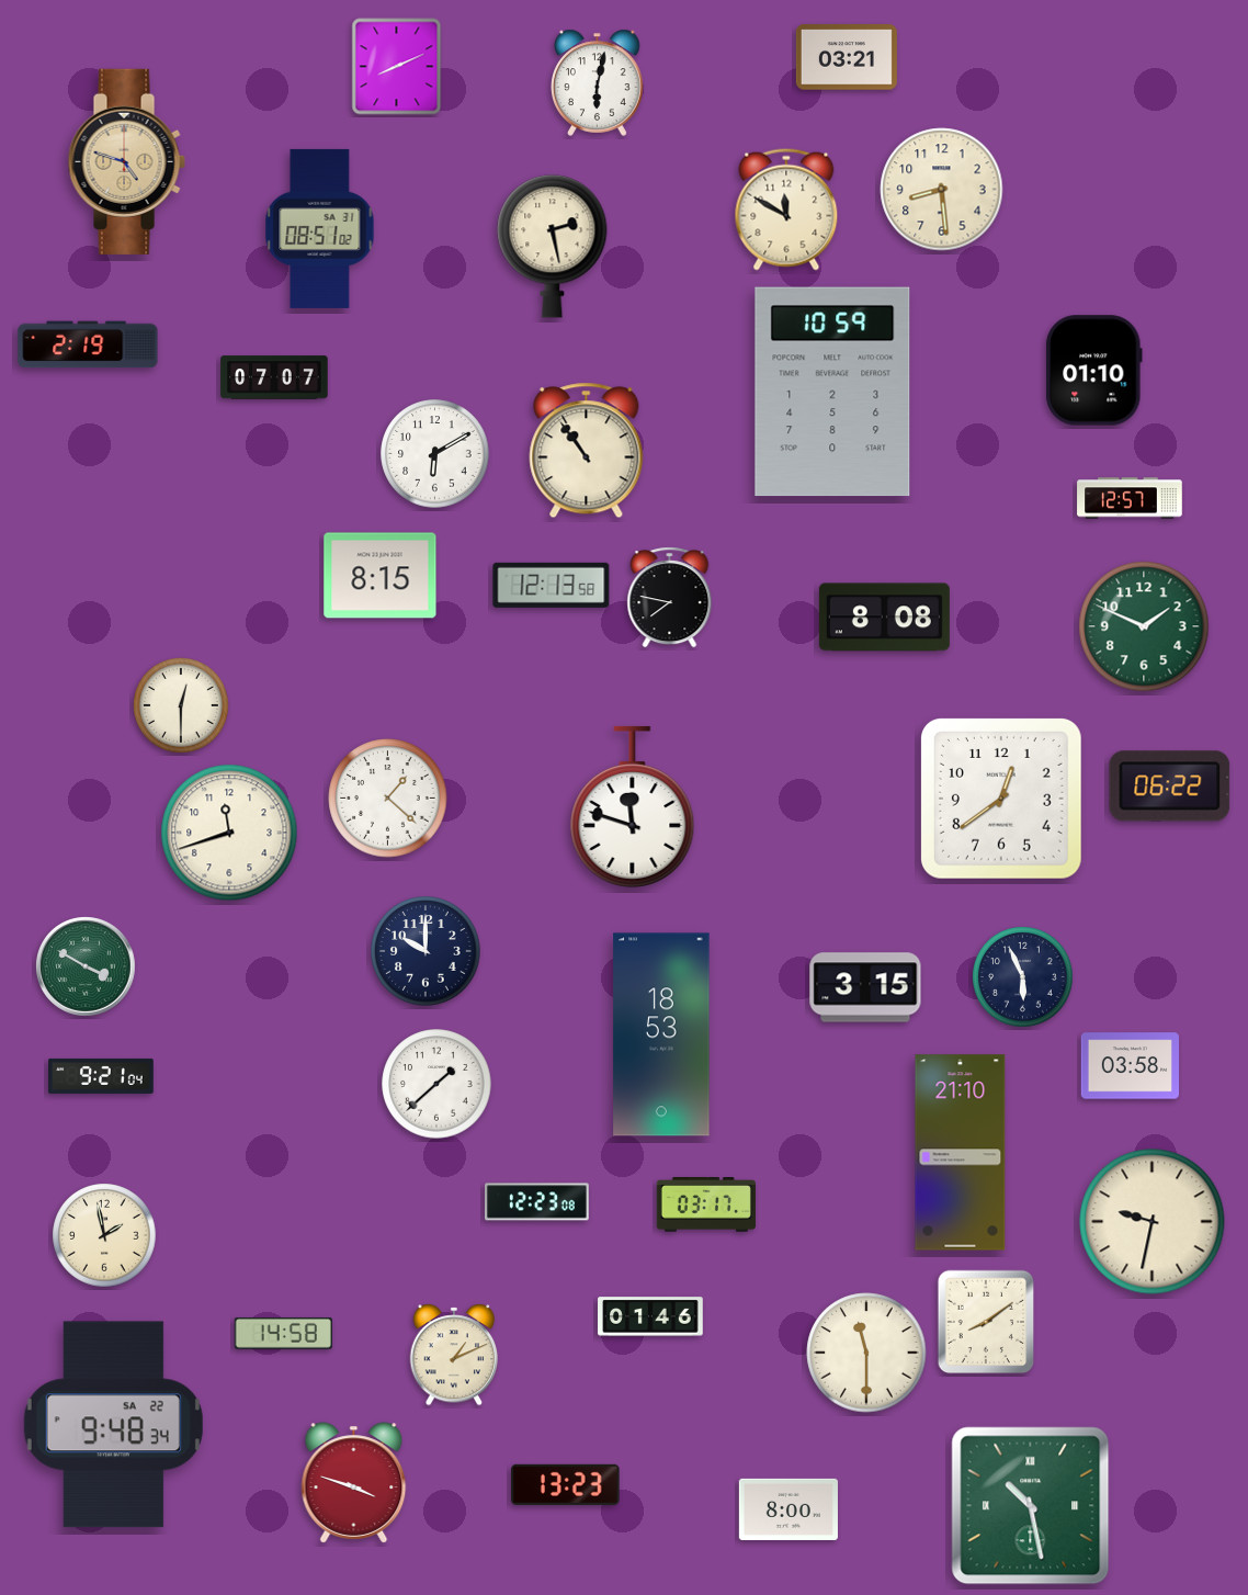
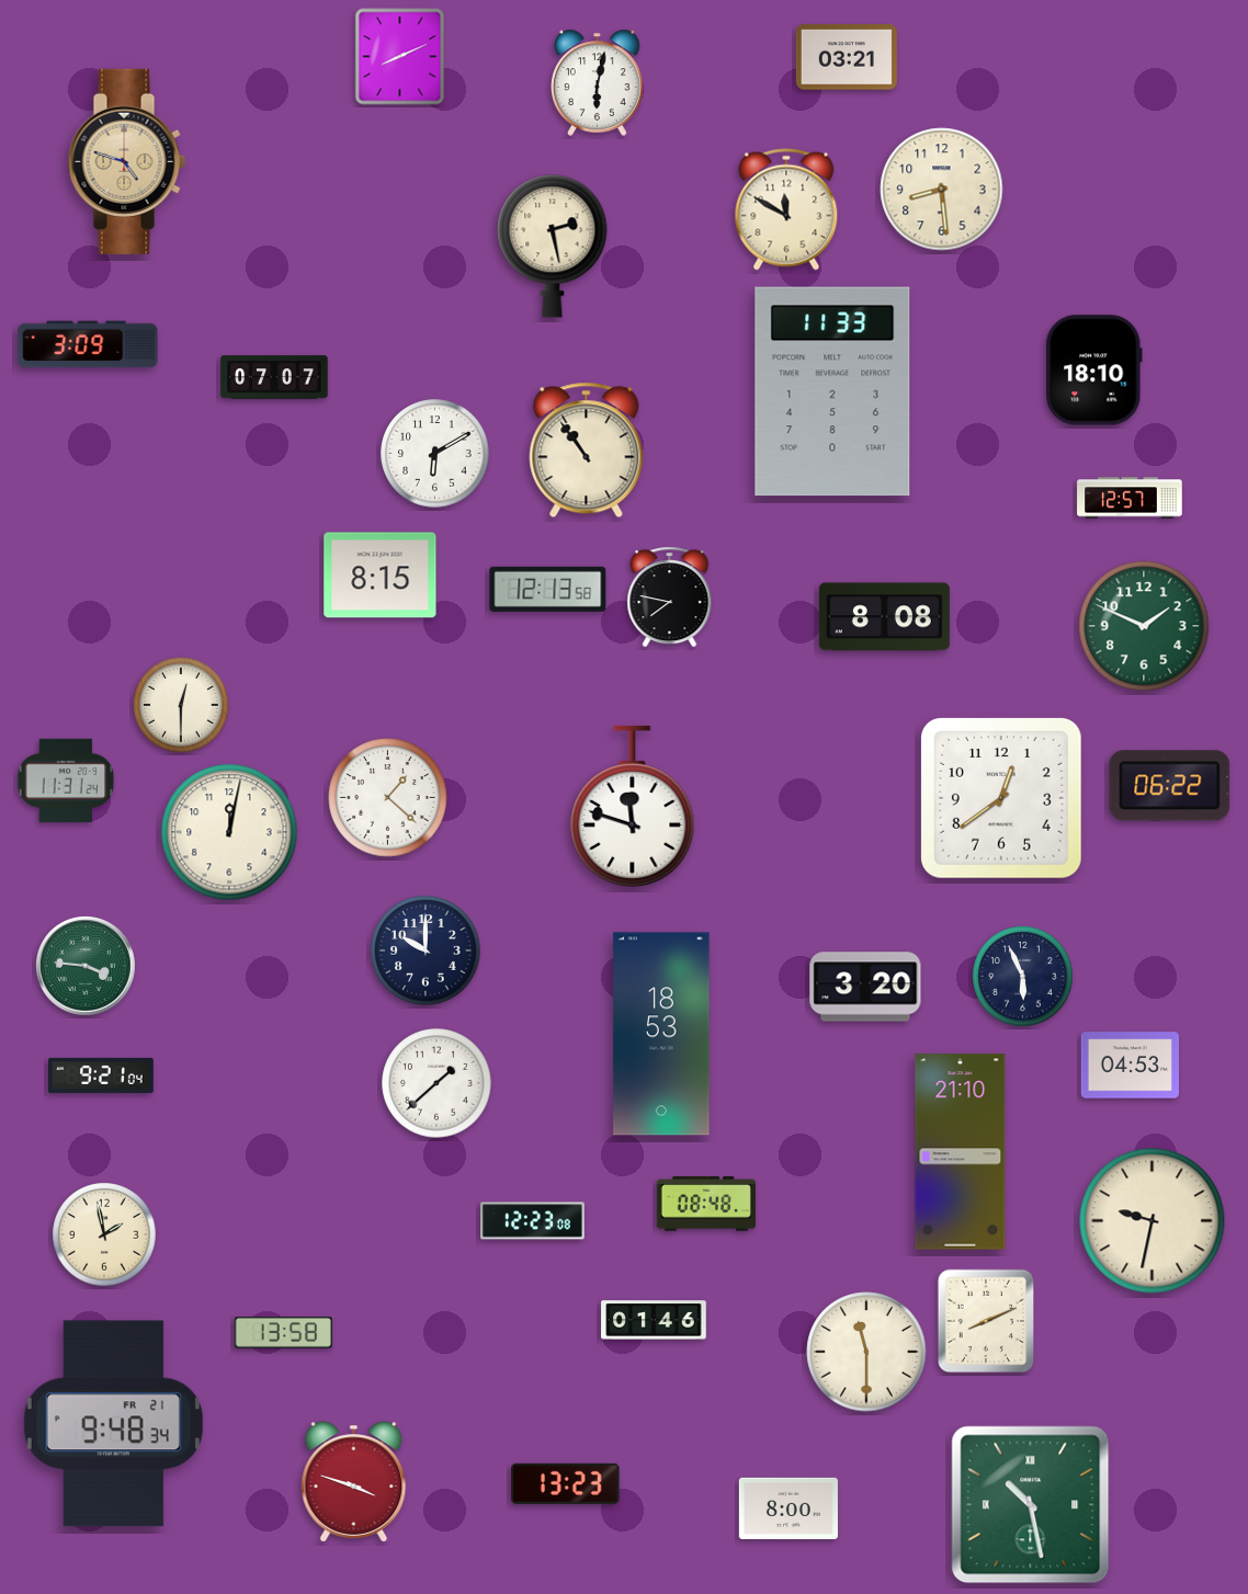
clock at (397, 67) position: (397, 67) -> (400, 57)
clock at (320, 228): 08:51 -> none
clock at (88, 344): 2:19 -> 3:09
clock at (1094, 371): 01:10 -> 18:10
clock at (832, 392): 10:59 -> 11:33
clock at (552, 585) position: (552, 585) -> (548, 589)
clock at (66, 781): none -> 11:31
clock at (229, 833): 11:42 -> 12:02
clock at (87, 968): 3:50 -> 3:46
clock at (865, 987): 3:15 -> 3:20
clock at (1130, 1066): 03:58 -> 04:53
clock at (537, 1202) position: (537, 1202) -> (533, 1221)
clock at (706, 1206): 03:17 -> 08:48
clock at (650, 1316) position: (650, 1316) -> (654, 1320)
clock at (986, 1322): 8:09 -> 8:11
clock at (283, 1334): 14:58 -> 13:58
clock at (454, 1355): 1:11 -> none
clock at (113, 1425) date: SA 22 -> FR 21
